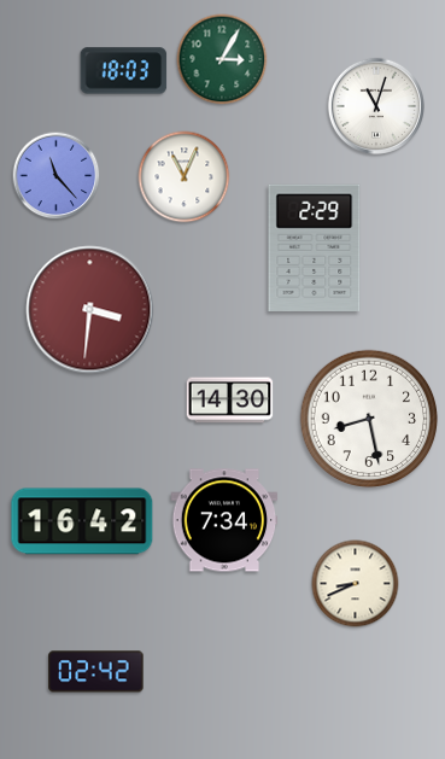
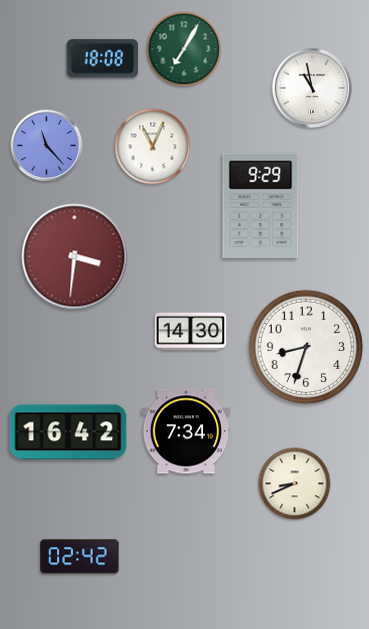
clock at (222, 59): 3:05 -> 7:05
clock at (124, 71): 18:03 -> 18:08
clock at (376, 106): 11:03 -> 10:58
clock at (315, 247): 2:29 -> 9:29
clock at (369, 419): 8:28 -> 8:33
